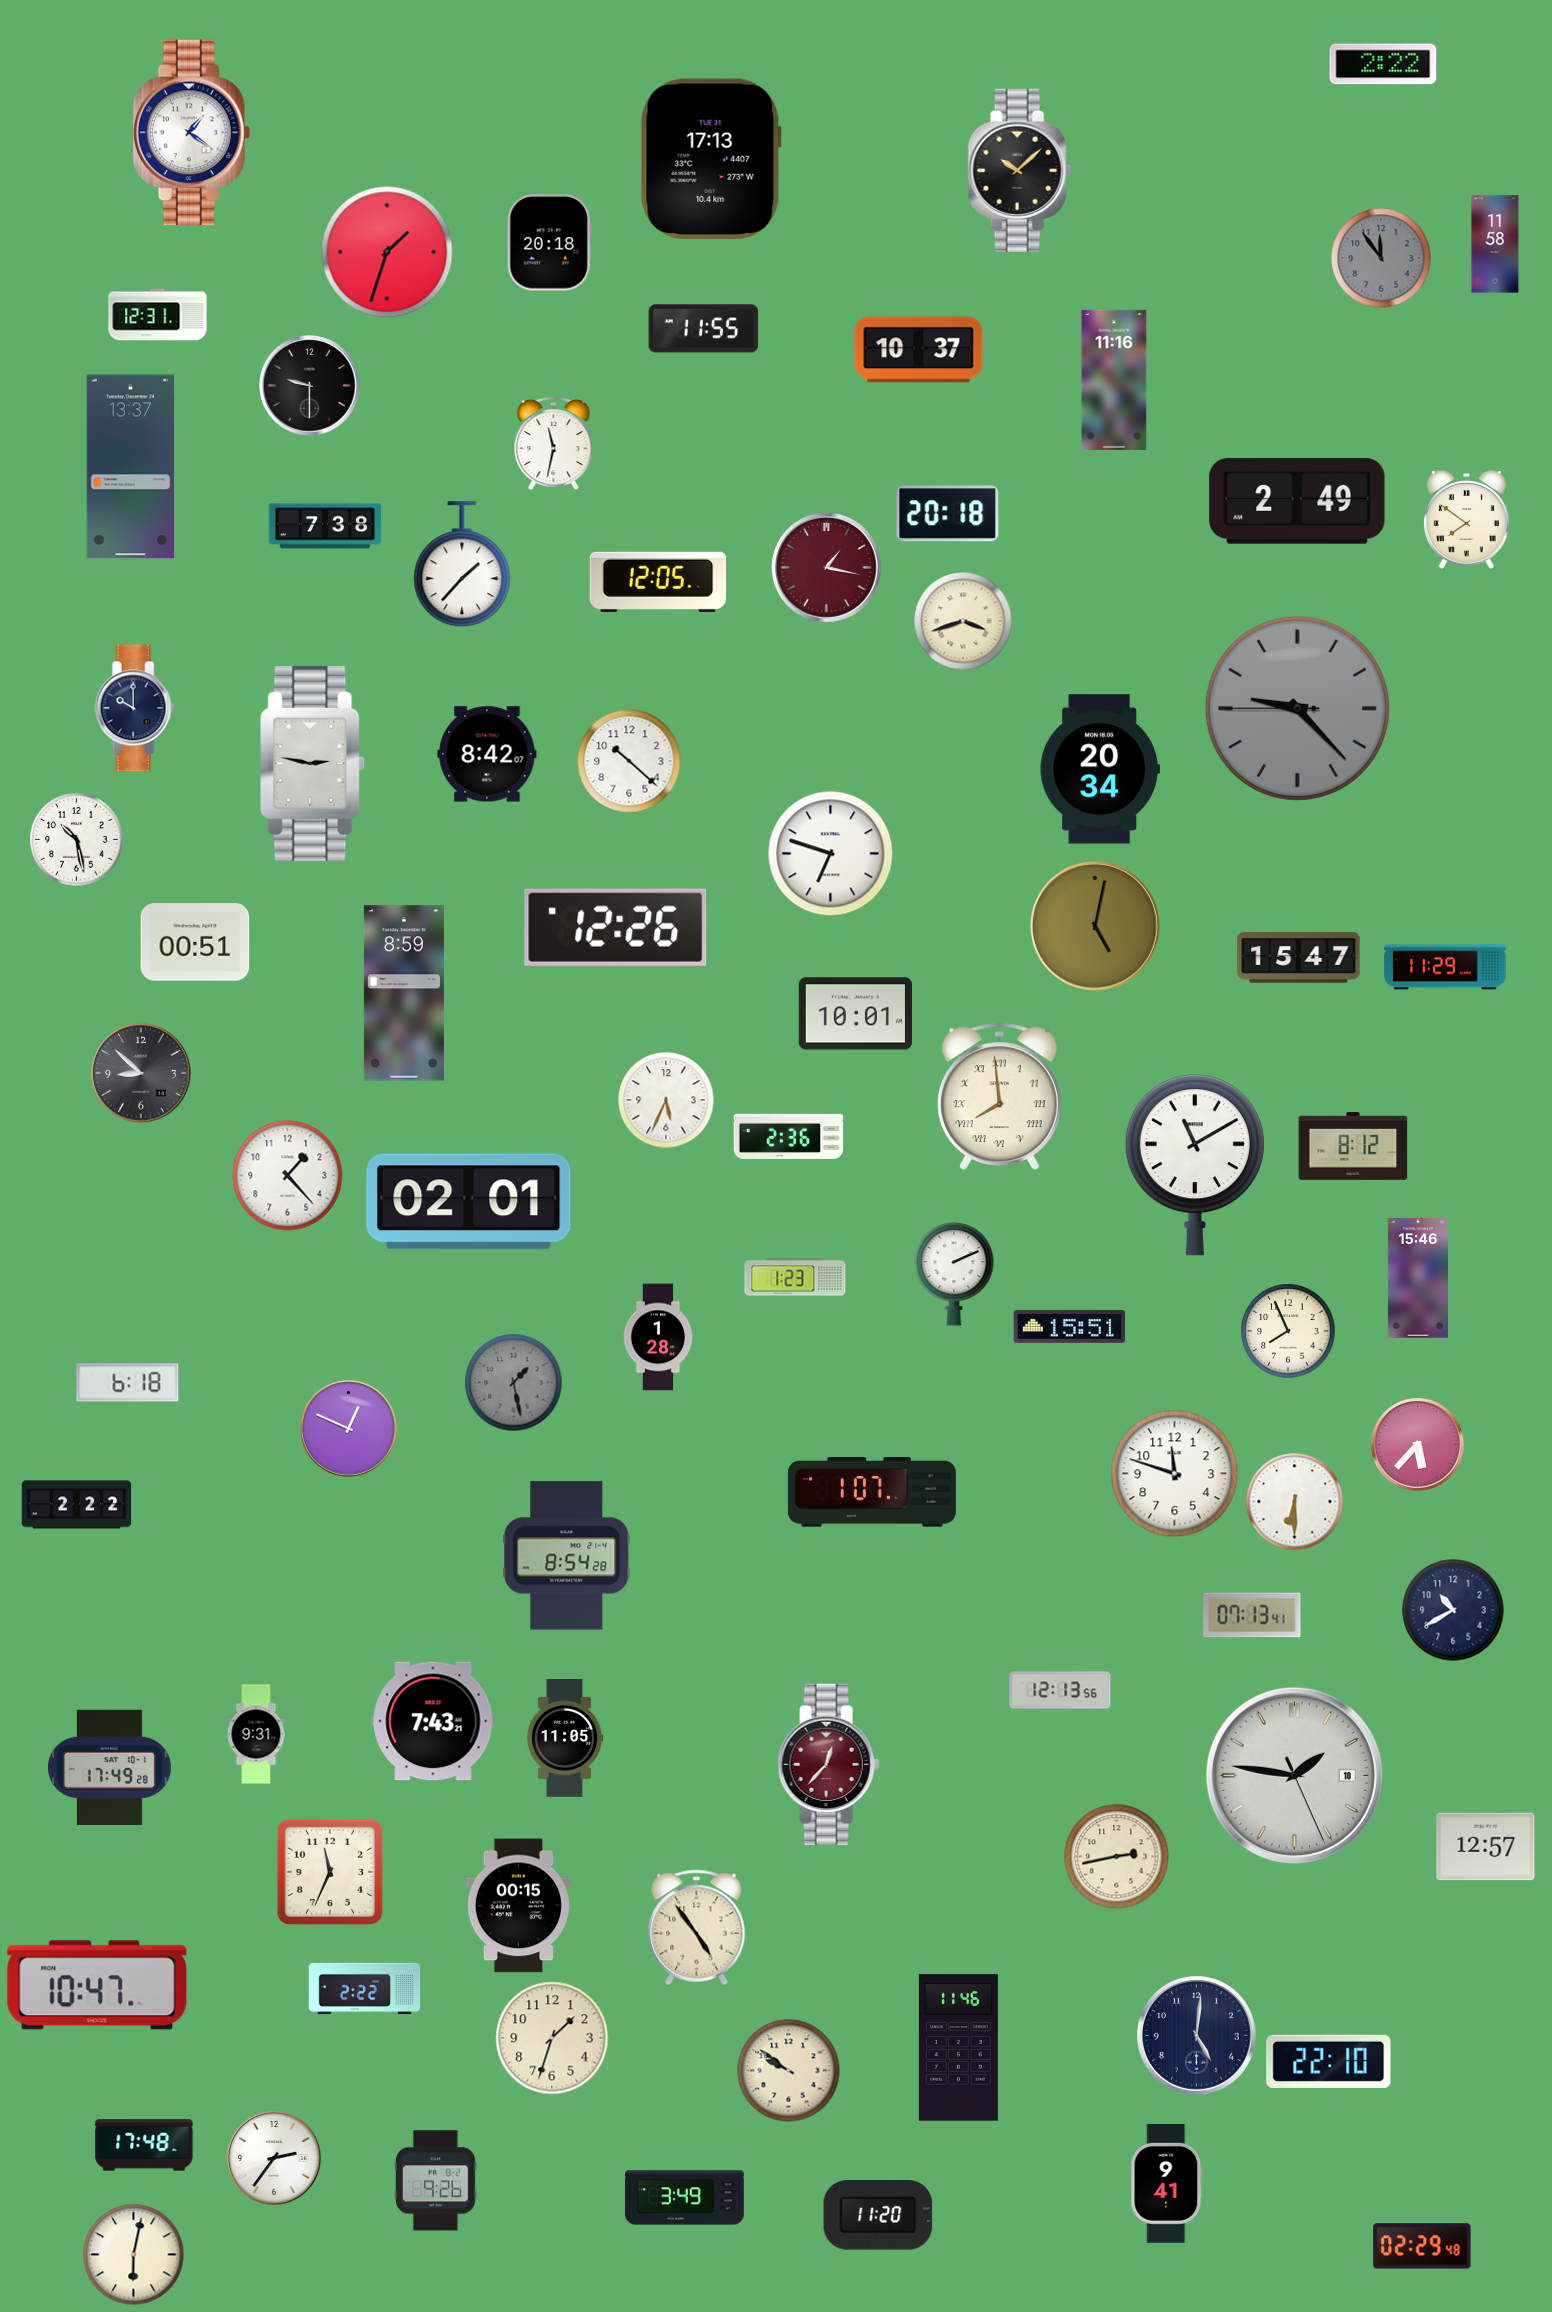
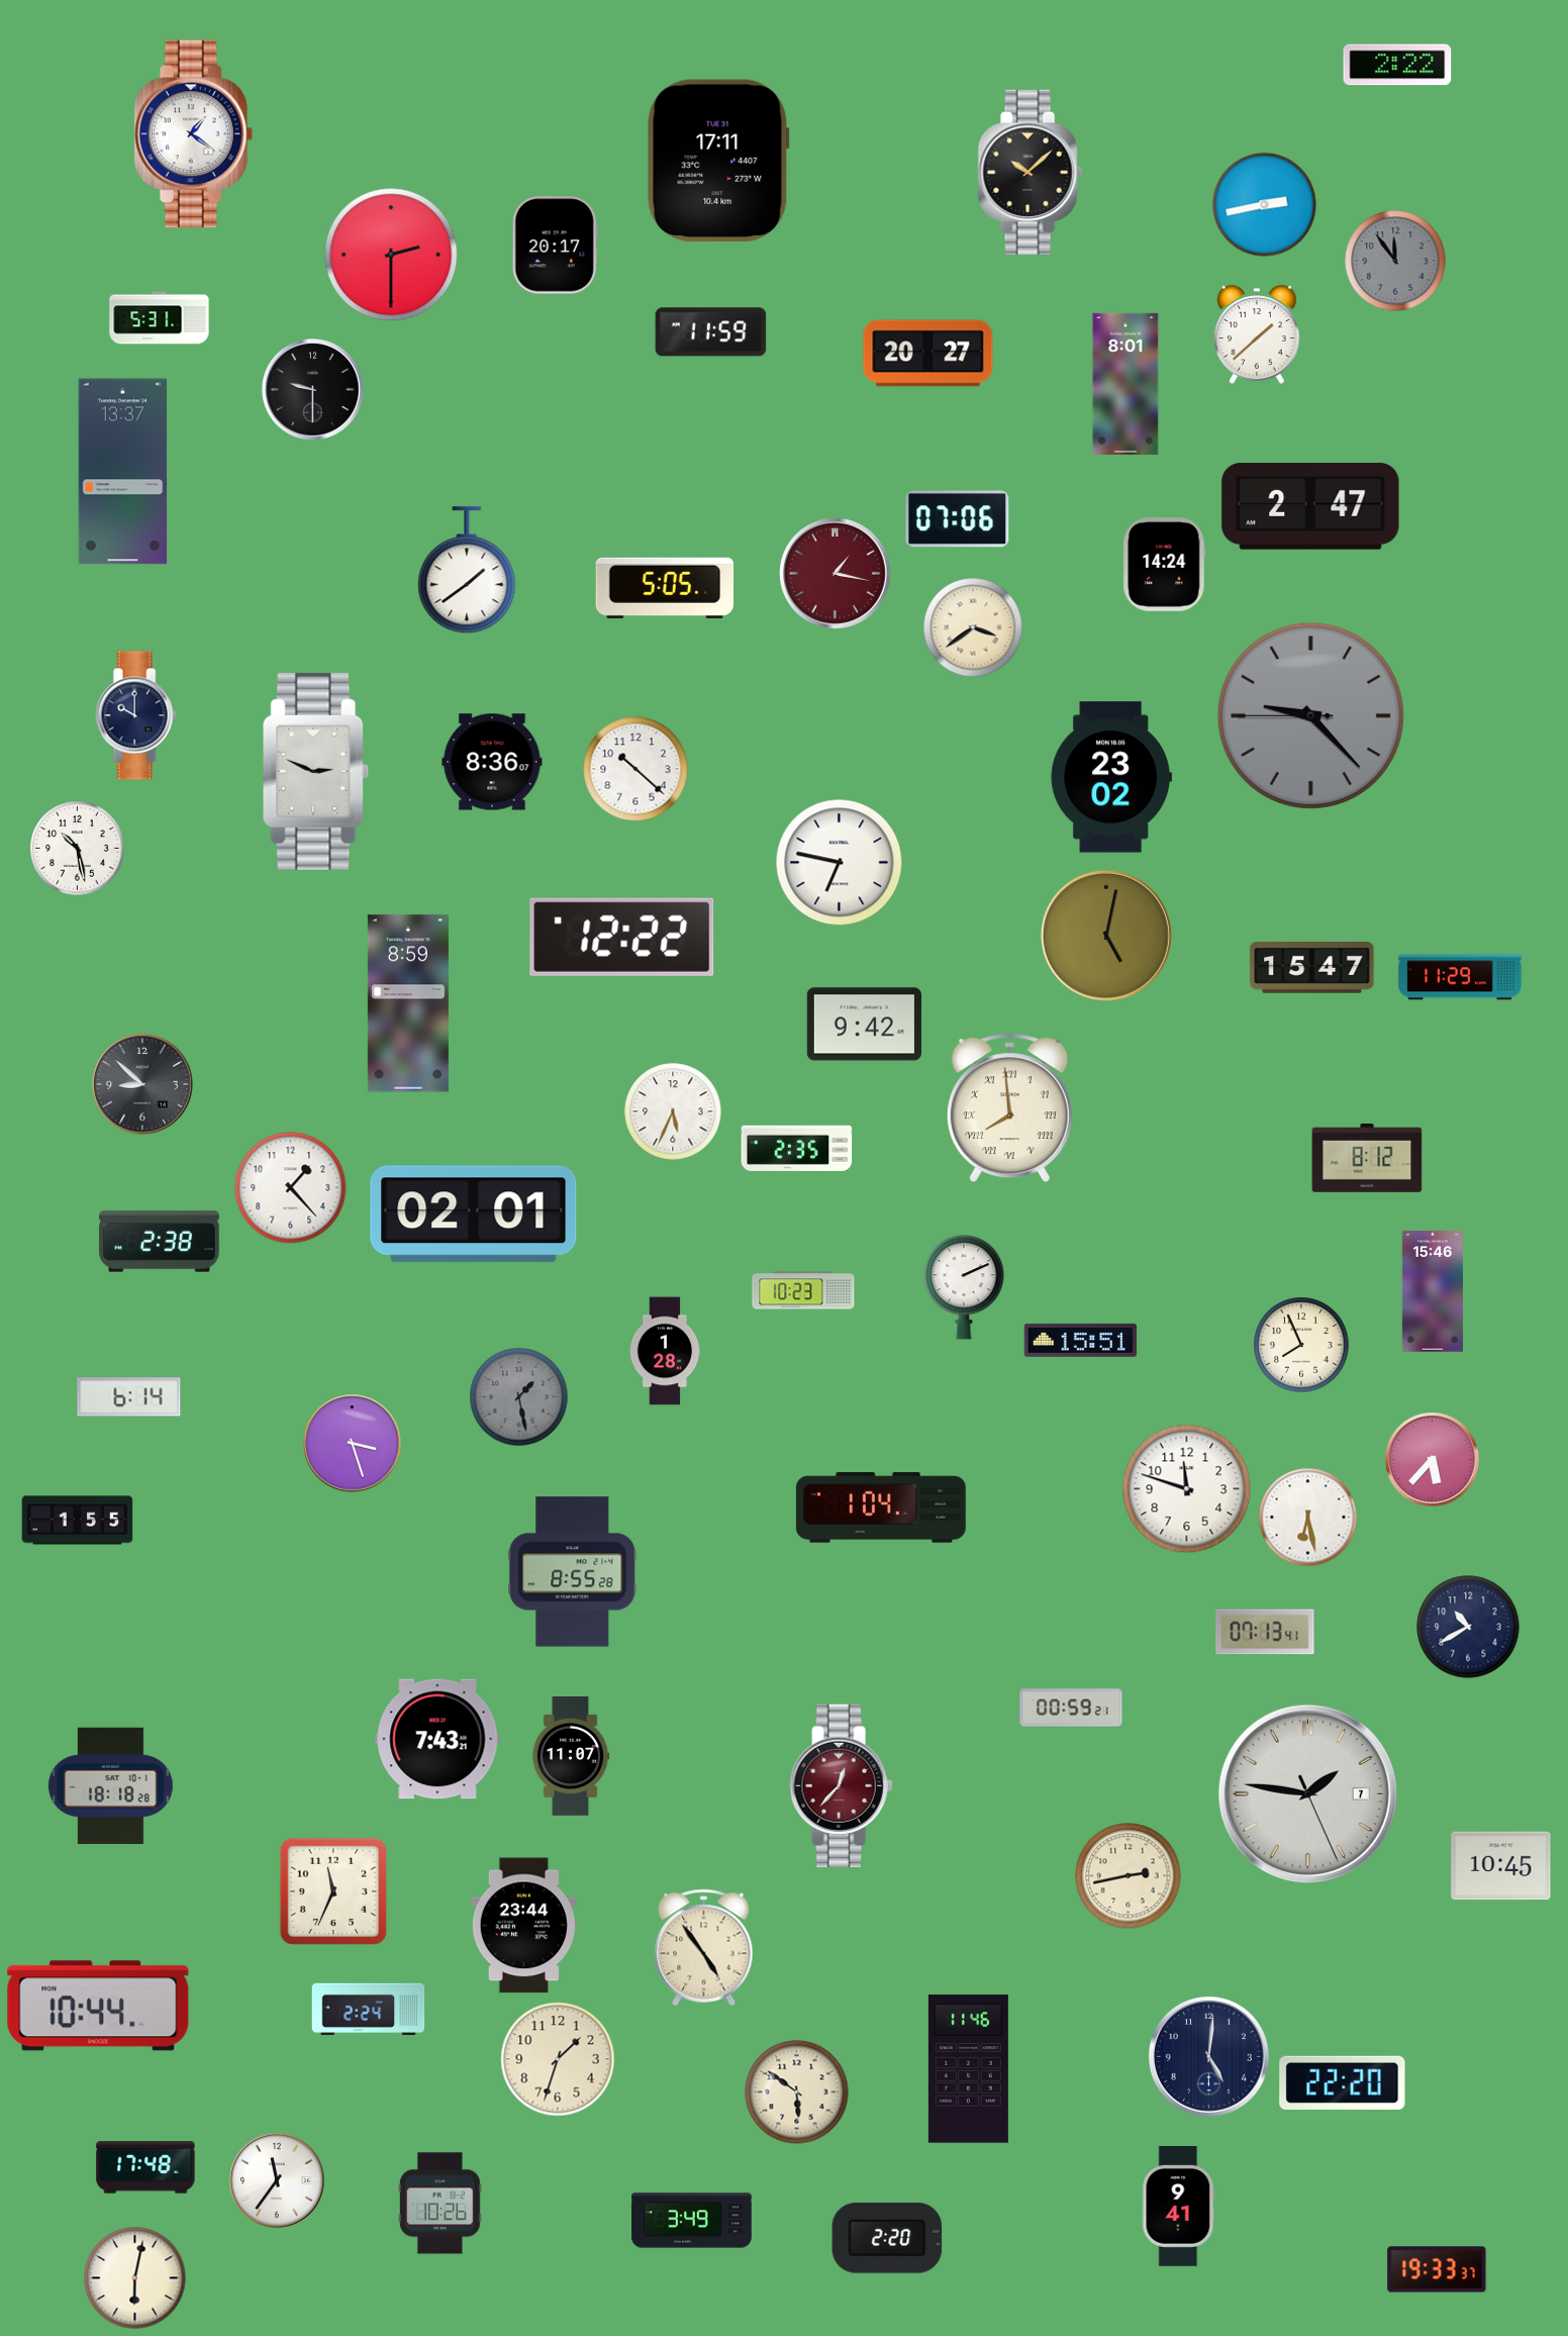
clock at (711, 159): 17:13 -> 17:11
clock at (1265, 205): none -> 2:43
clock at (549, 243): 20:18 -> 20:17
clock at (1495, 244): 11:58 -> none
clock at (387, 252): 1:33 -> 2:30
clock at (158, 315): 12:31 -> 5:31
clock at (704, 329): 11:55 -> 11:59
clock at (1257, 334): none -> 1:38
clock at (919, 350): 10:37 -> 20:27
clock at (1114, 380): 11:16 -> 8:01
clock at (554, 444): 11:32 -> none
clock at (131, 467) position: (131, 467) -> (123, 472)
clock at (1297, 501): 2:49 -> 2:47
clock at (948, 514): 20:18 -> 07:06
clock at (1466, 520): 7:51 -> none
clock at (325, 526): 7:38 -> none
clock at (1165, 565): none -> 14:24
clock at (462, 565): 1:37 -> 1:39
clock at (658, 582): 12:05 -> 5:05
clock at (963, 621): 3:42 -> 3:39
clock at (487, 754): 8:42 -> 8:36
clock at (312, 763): 2:47 -> 2:49
clock at (1099, 769): 20:34 -> 23:02
clock at (831, 854): 6:48 -> 6:47
clock at (616, 927): 12:26 -> 12:22
clock at (195, 942): 00:51 -> none
clock at (855, 1014): 10:01 -> 9:42
clock at (789, 1136): 2:36 -> 2:35
clock at (1195, 1165): 11:10 -> none
clock at (160, 1242): none -> 2:38
clock at (795, 1277): 1:23 -> 10:23
clock at (128, 1383): 6:18 -> 6:14
clock at (349, 1429): 12:49 -> 3:27
clock at (872, 1492): 1:07 -> 1:04
clock at (1295, 1502): 6:30 -> 6:28
clock at (77, 1505): 2:22 -> 1:55
clock at (567, 1556): 8:54 -> 8:55
clock at (1060, 1690): 12:13 -> 00:59
clock at (256, 1734): 9:31 -> none
clock at (565, 1739): 11:05 -> 11:07
clock at (829, 1765) position: (829, 1765) -> (842, 1786)
clock at (109, 1767): 17:49 -> 18:18
clock at (1294, 1775) date: 10 -> 7
clock at (1486, 1847): 12:57 -> 10:45
clock at (518, 1906): 00:15 -> 23:44
clock at (97, 1985): 10:47 -> 10:44
clock at (365, 1989): 2:22 -> 2:24
clock at (1329, 2061): 22:10 -> 22:20
clock at (789, 2071): 9:51 -> 5:51
clock at (274, 2158): 2:36 -> 11:36
clock at (436, 2181): 9:26 -> 10:26
clock at (878, 2215): 11:20 -> 2:20
clock at (1422, 2246): 02:29 -> 19:33
